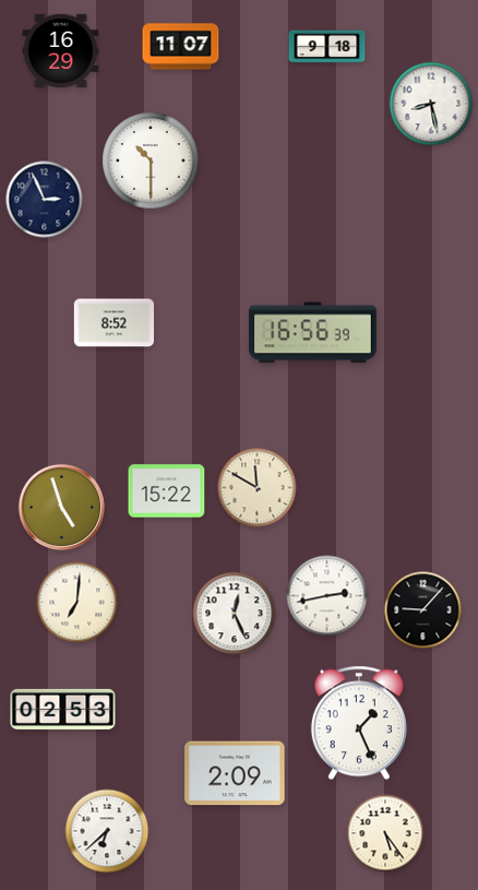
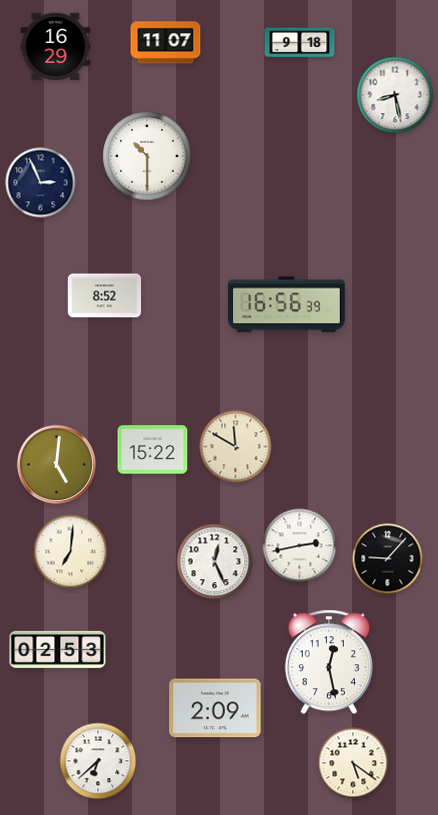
clock at (151, 161) position: (151, 161) -> (147, 156)
clock at (61, 507): 4:57 -> 5:01
clock at (359, 723): 1:26 -> 12:28
clock at (385, 833): 5:24 -> 5:21
